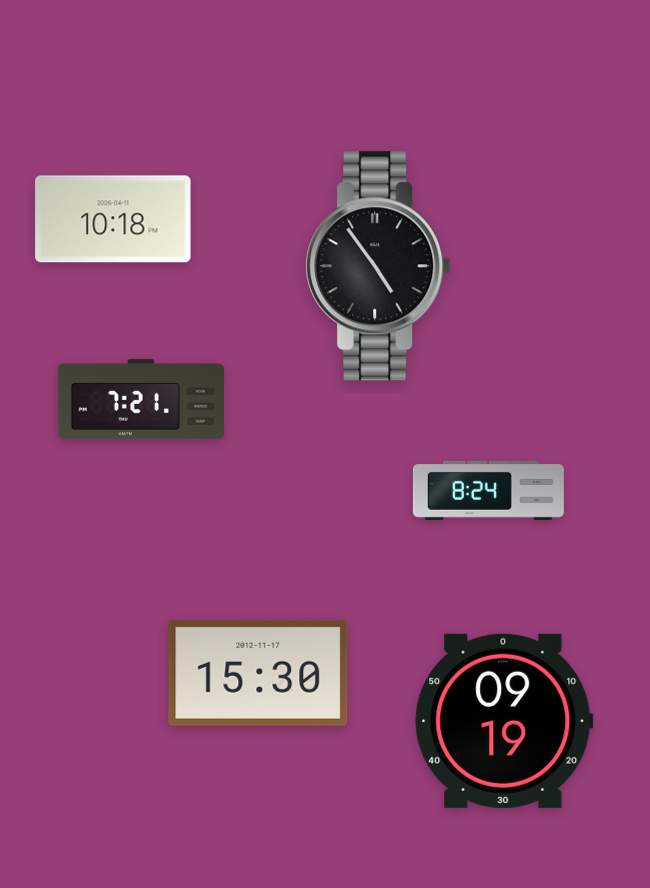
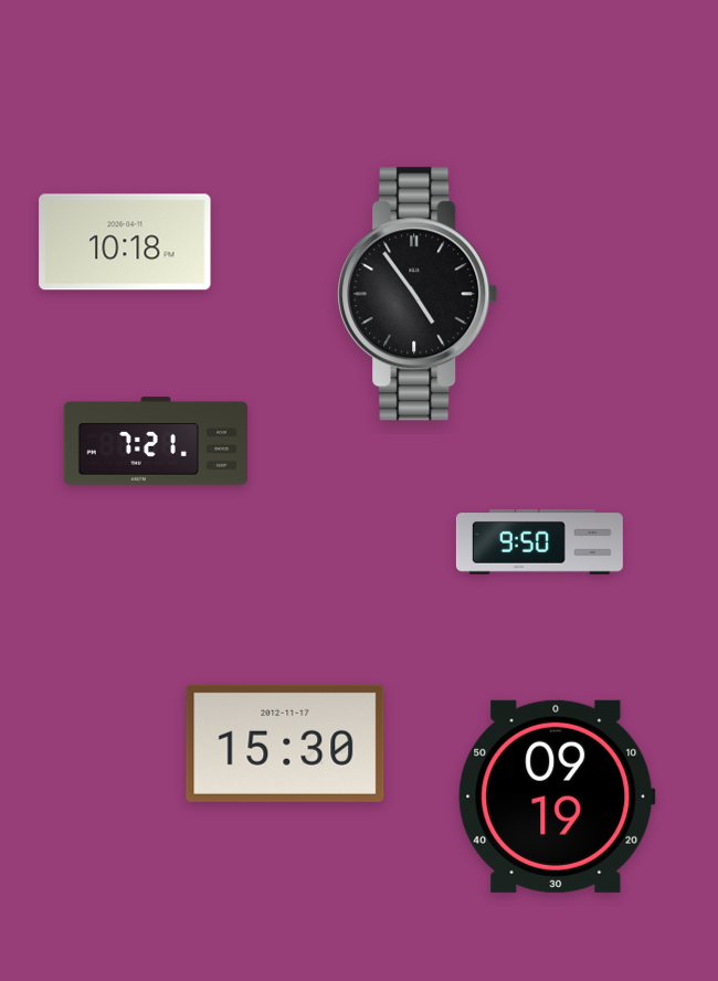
clock at (488, 490): 8:24 -> 9:50
